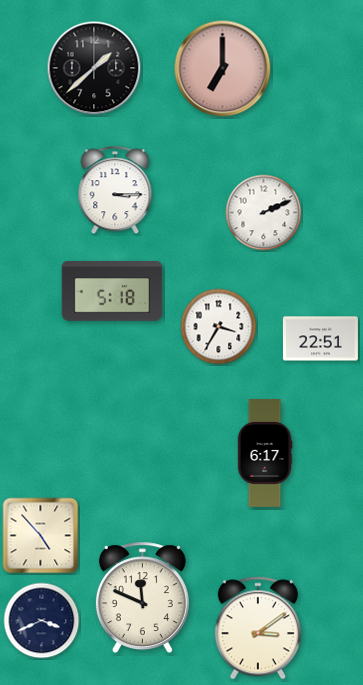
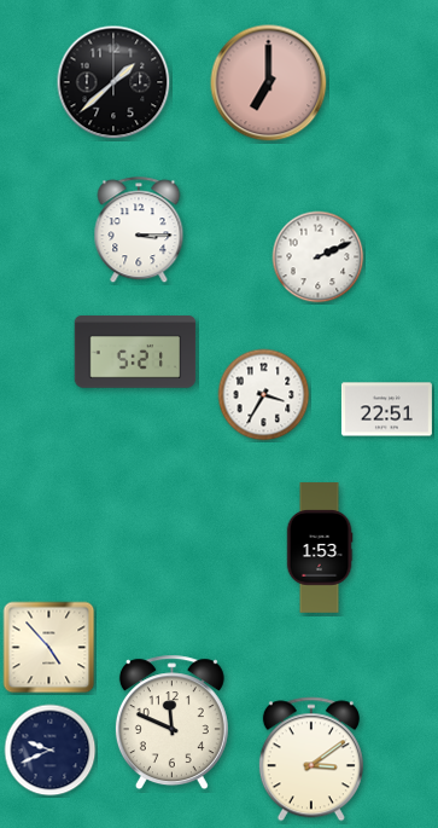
clock at (112, 291): 5:18 -> 5:21
clock at (265, 453): 6:17 -> 1:53
clock at (42, 621): 3:41 -> 9:41
